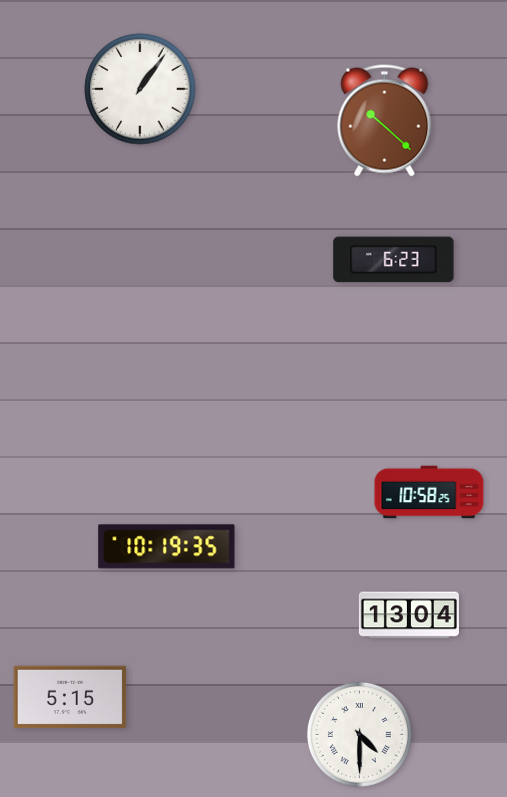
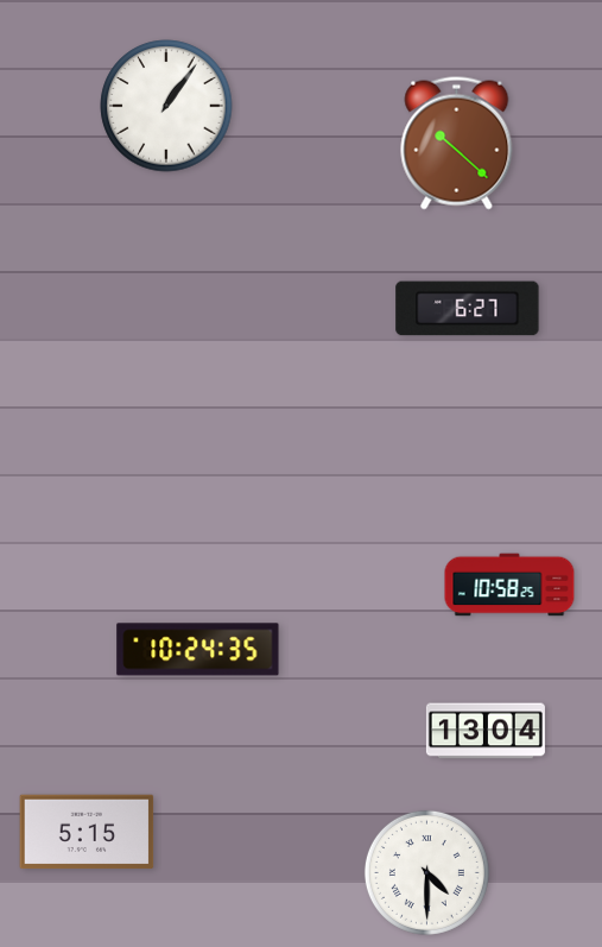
clock at (394, 260): 6:23 -> 6:27
clock at (167, 547): 10:19 -> 10:24
clock at (70, 697) position: (70, 697) -> (87, 832)
